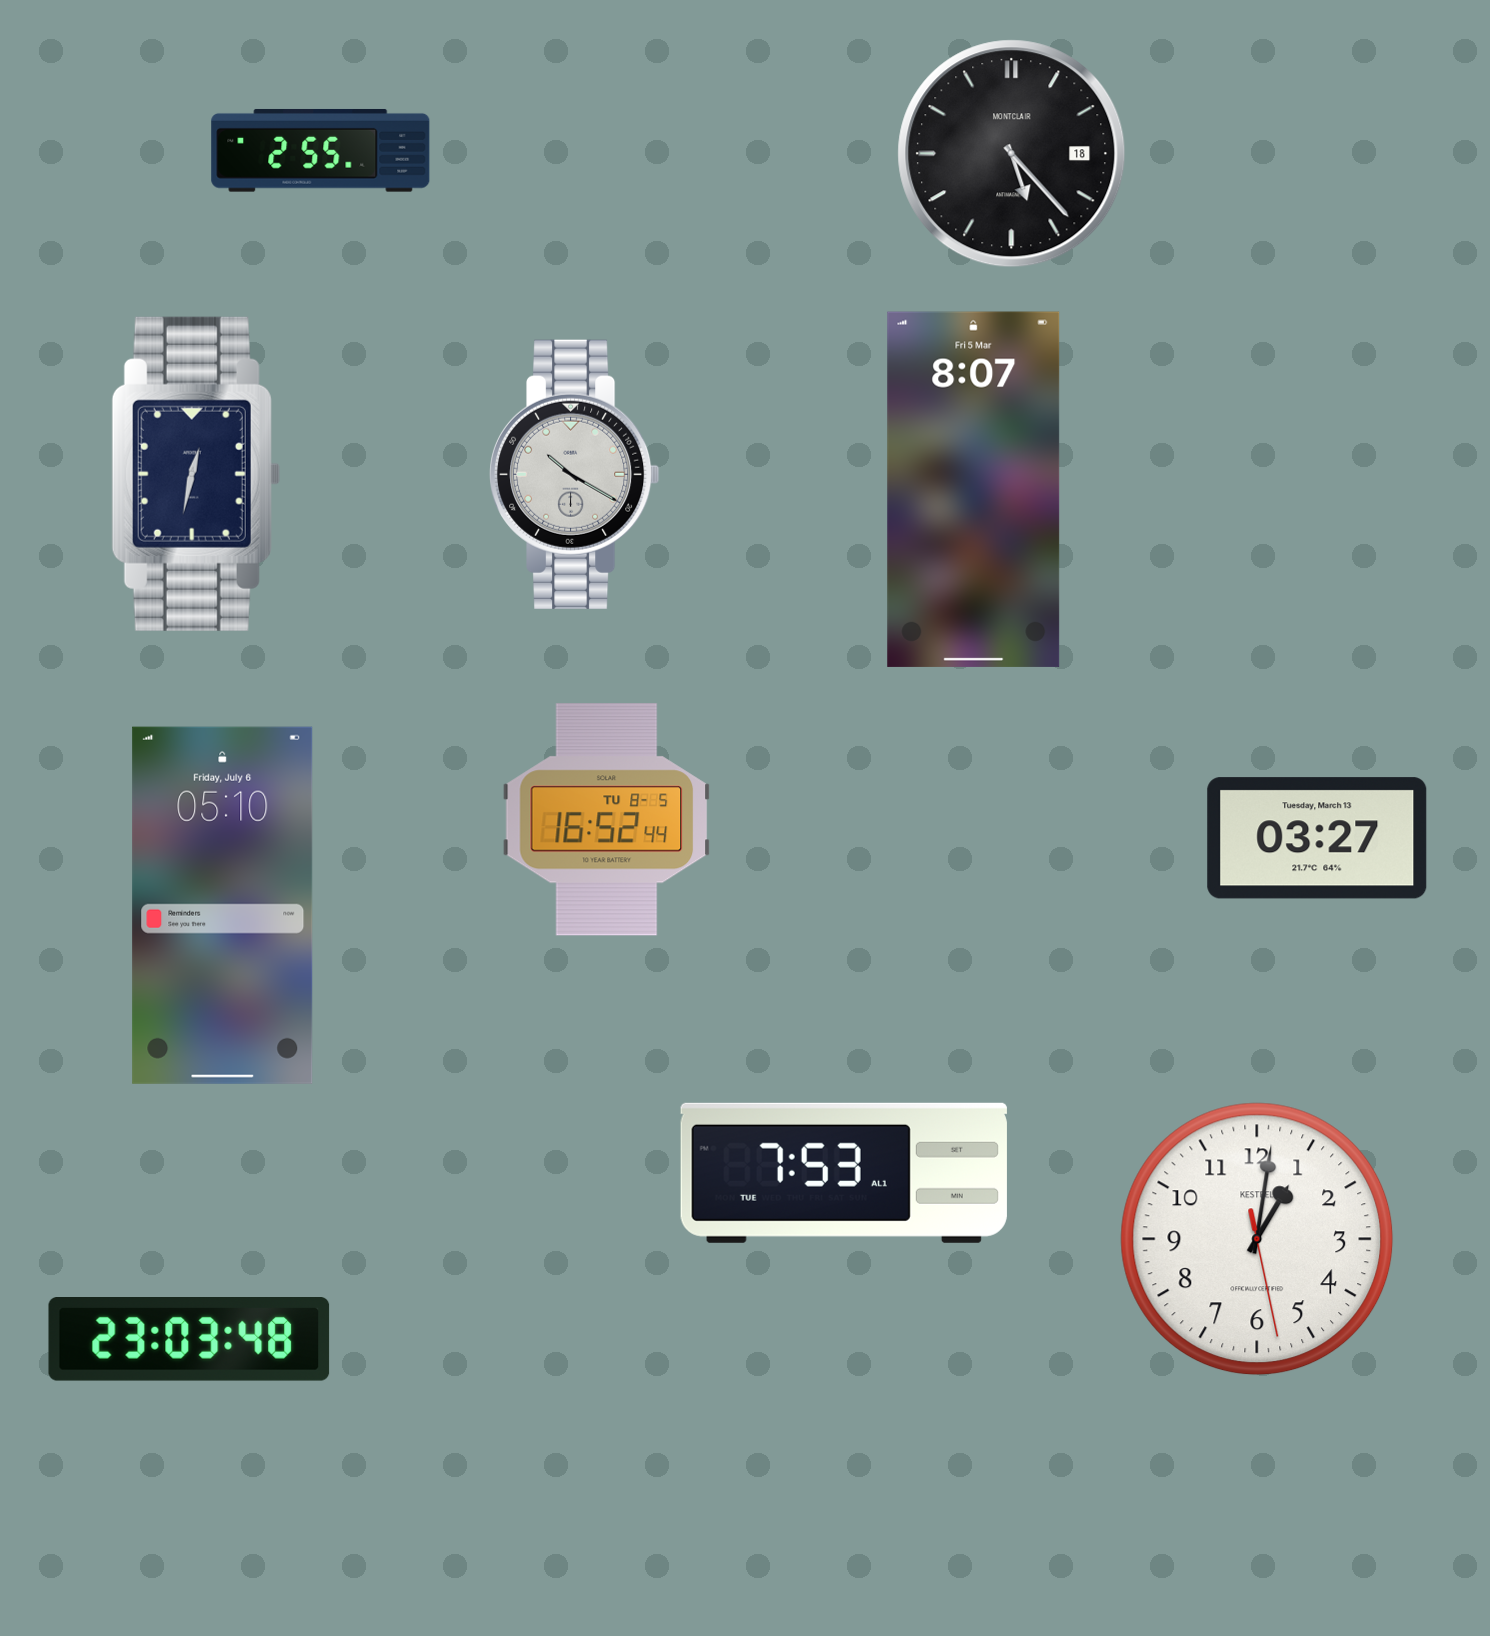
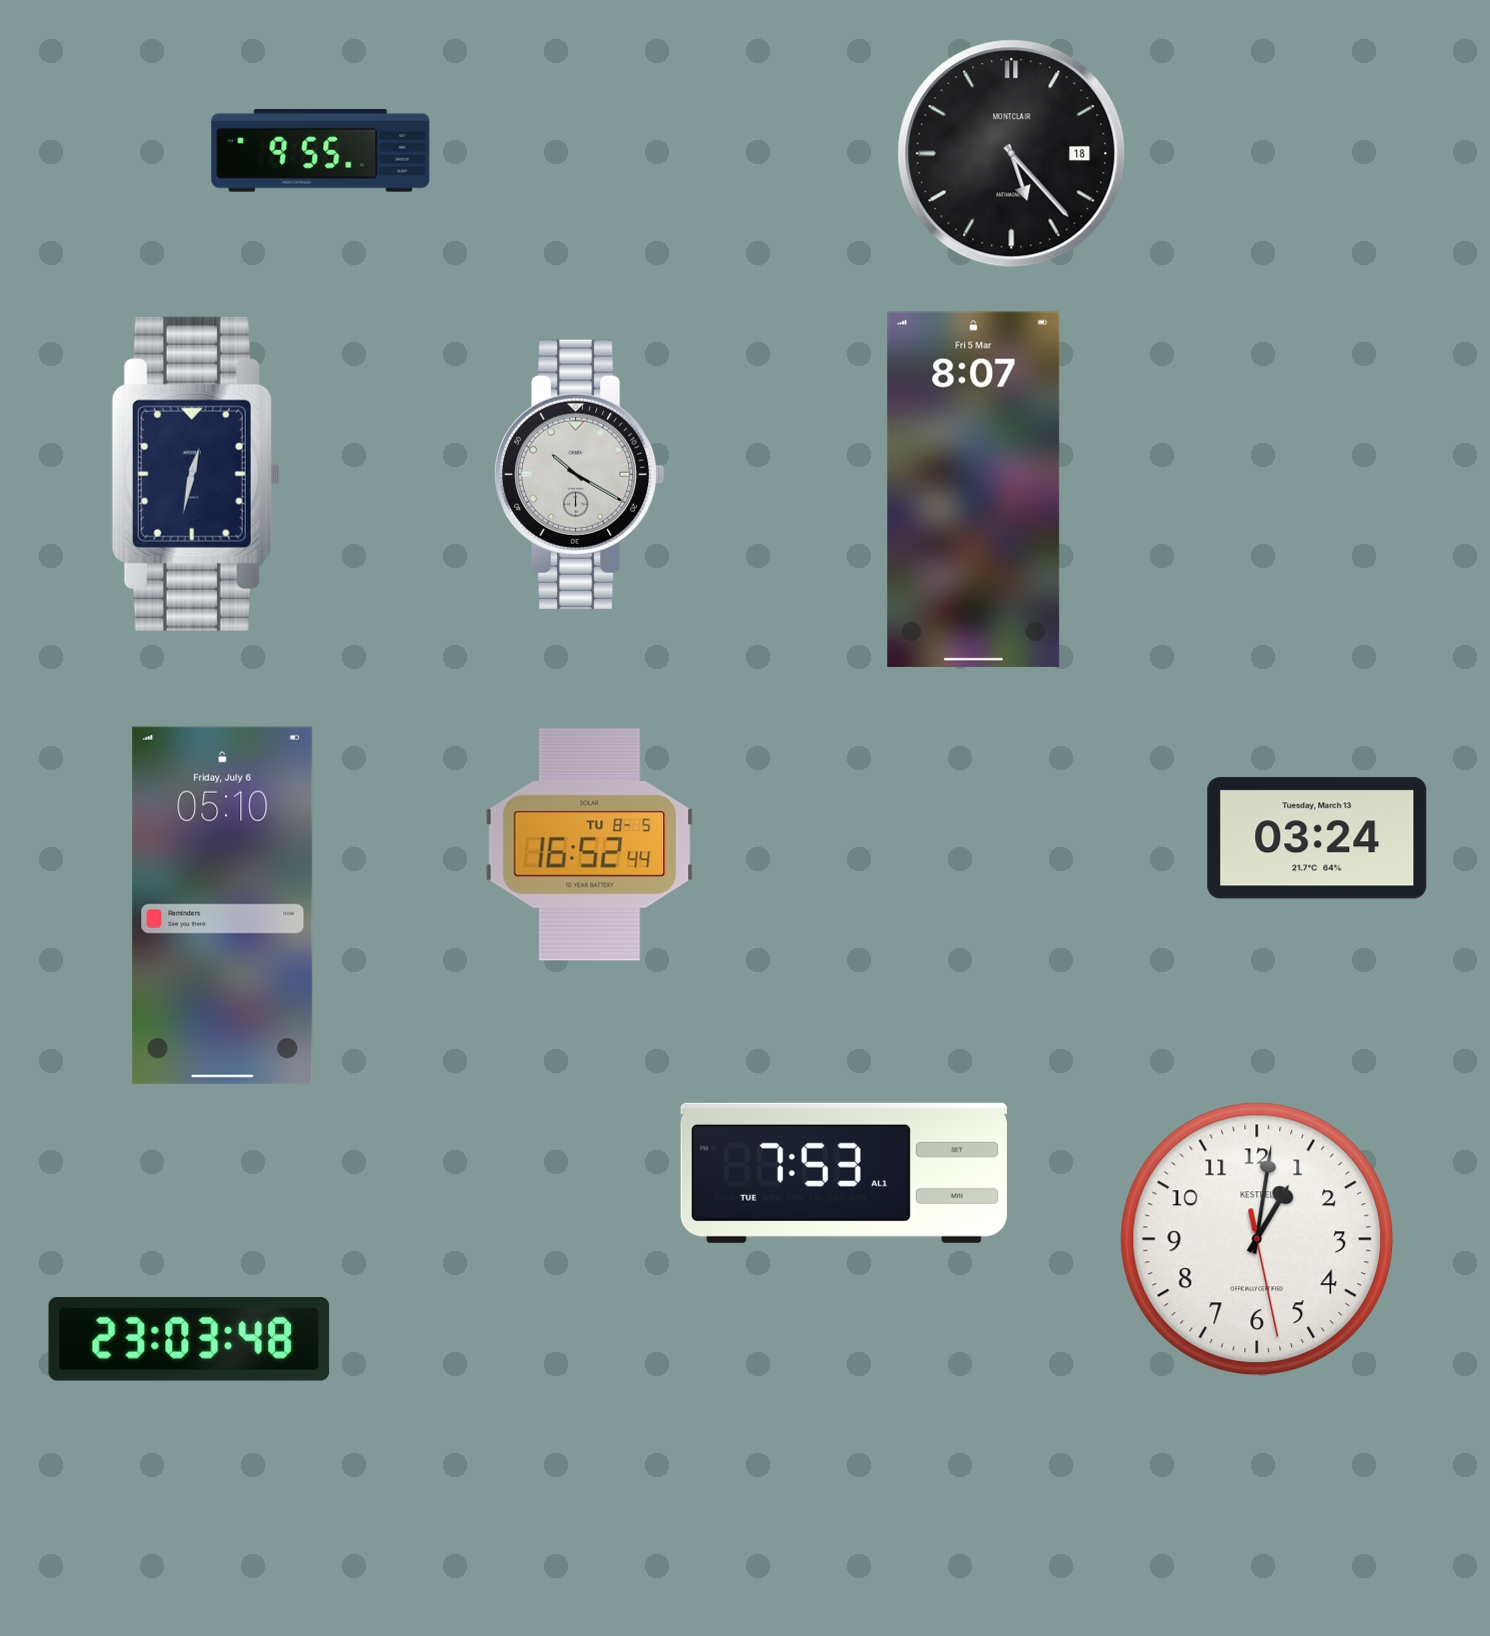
clock at (321, 150): 2:55 -> 9:55
clock at (575, 474) position: (575, 474) -> (580, 474)
clock at (607, 820) position: (607, 820) -> (590, 845)
clock at (1317, 838): 03:27 -> 03:24
